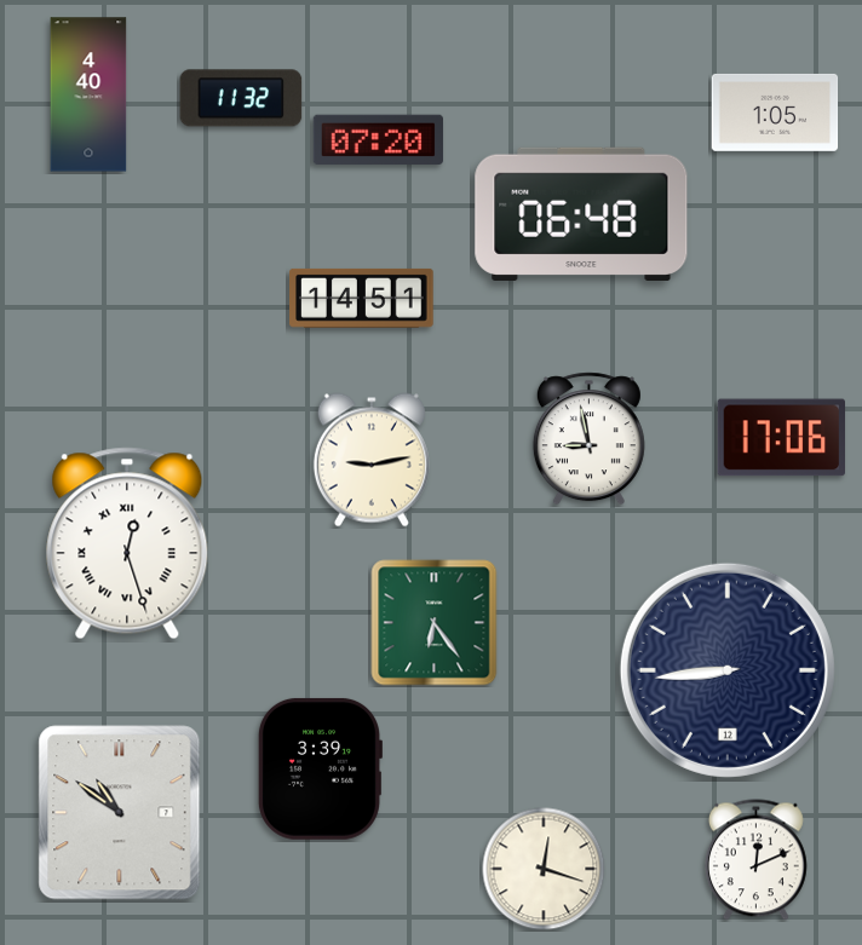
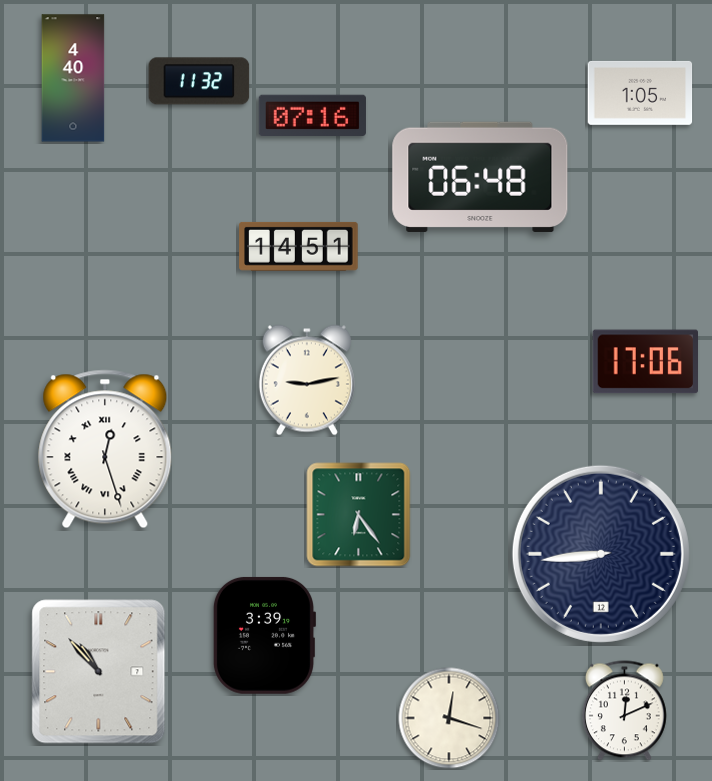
clock at (378, 140): 07:20 -> 07:16
clock at (588, 439): 8:58 -> none
clock at (120, 813): 10:51 -> 10:53
